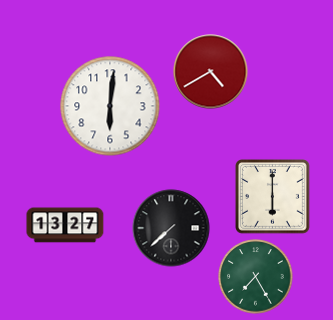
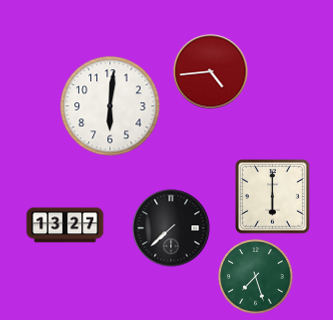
clock at (211, 72): 4:40 -> 4:44
clock at (256, 277): 7:25 -> 7:27
